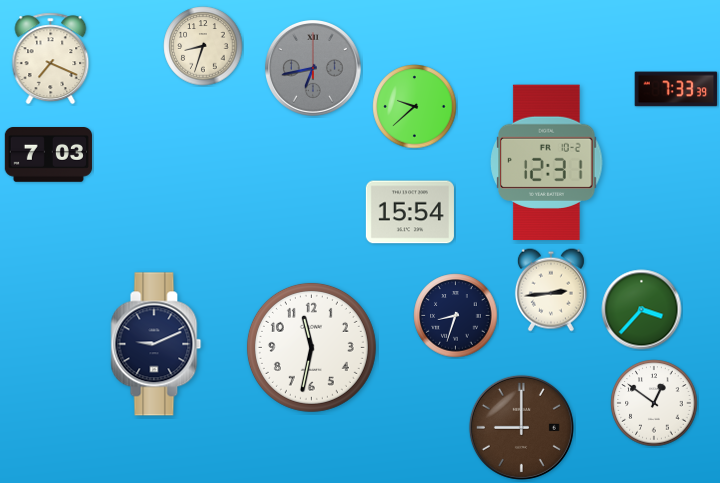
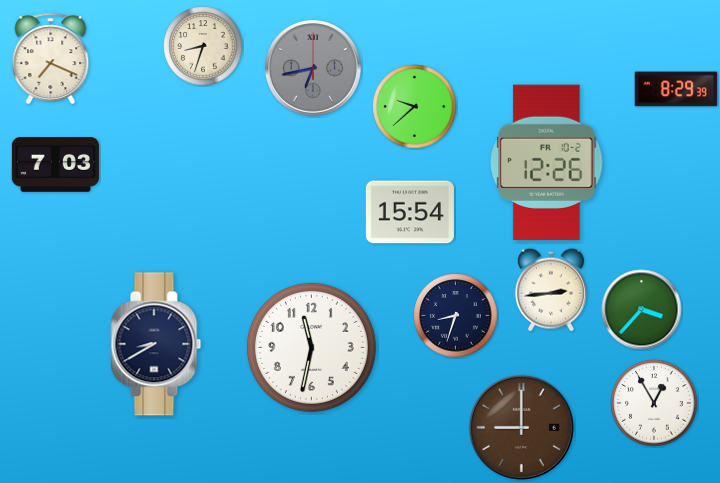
clock at (676, 89): 7:33 -> 8:29
clock at (48, 155) position: (48, 155) -> (55, 165)
clock at (547, 163): 12:31 -> 12:26
clock at (156, 344): 9:11 -> 8:40
clock at (654, 403): 12:51 -> 12:55
